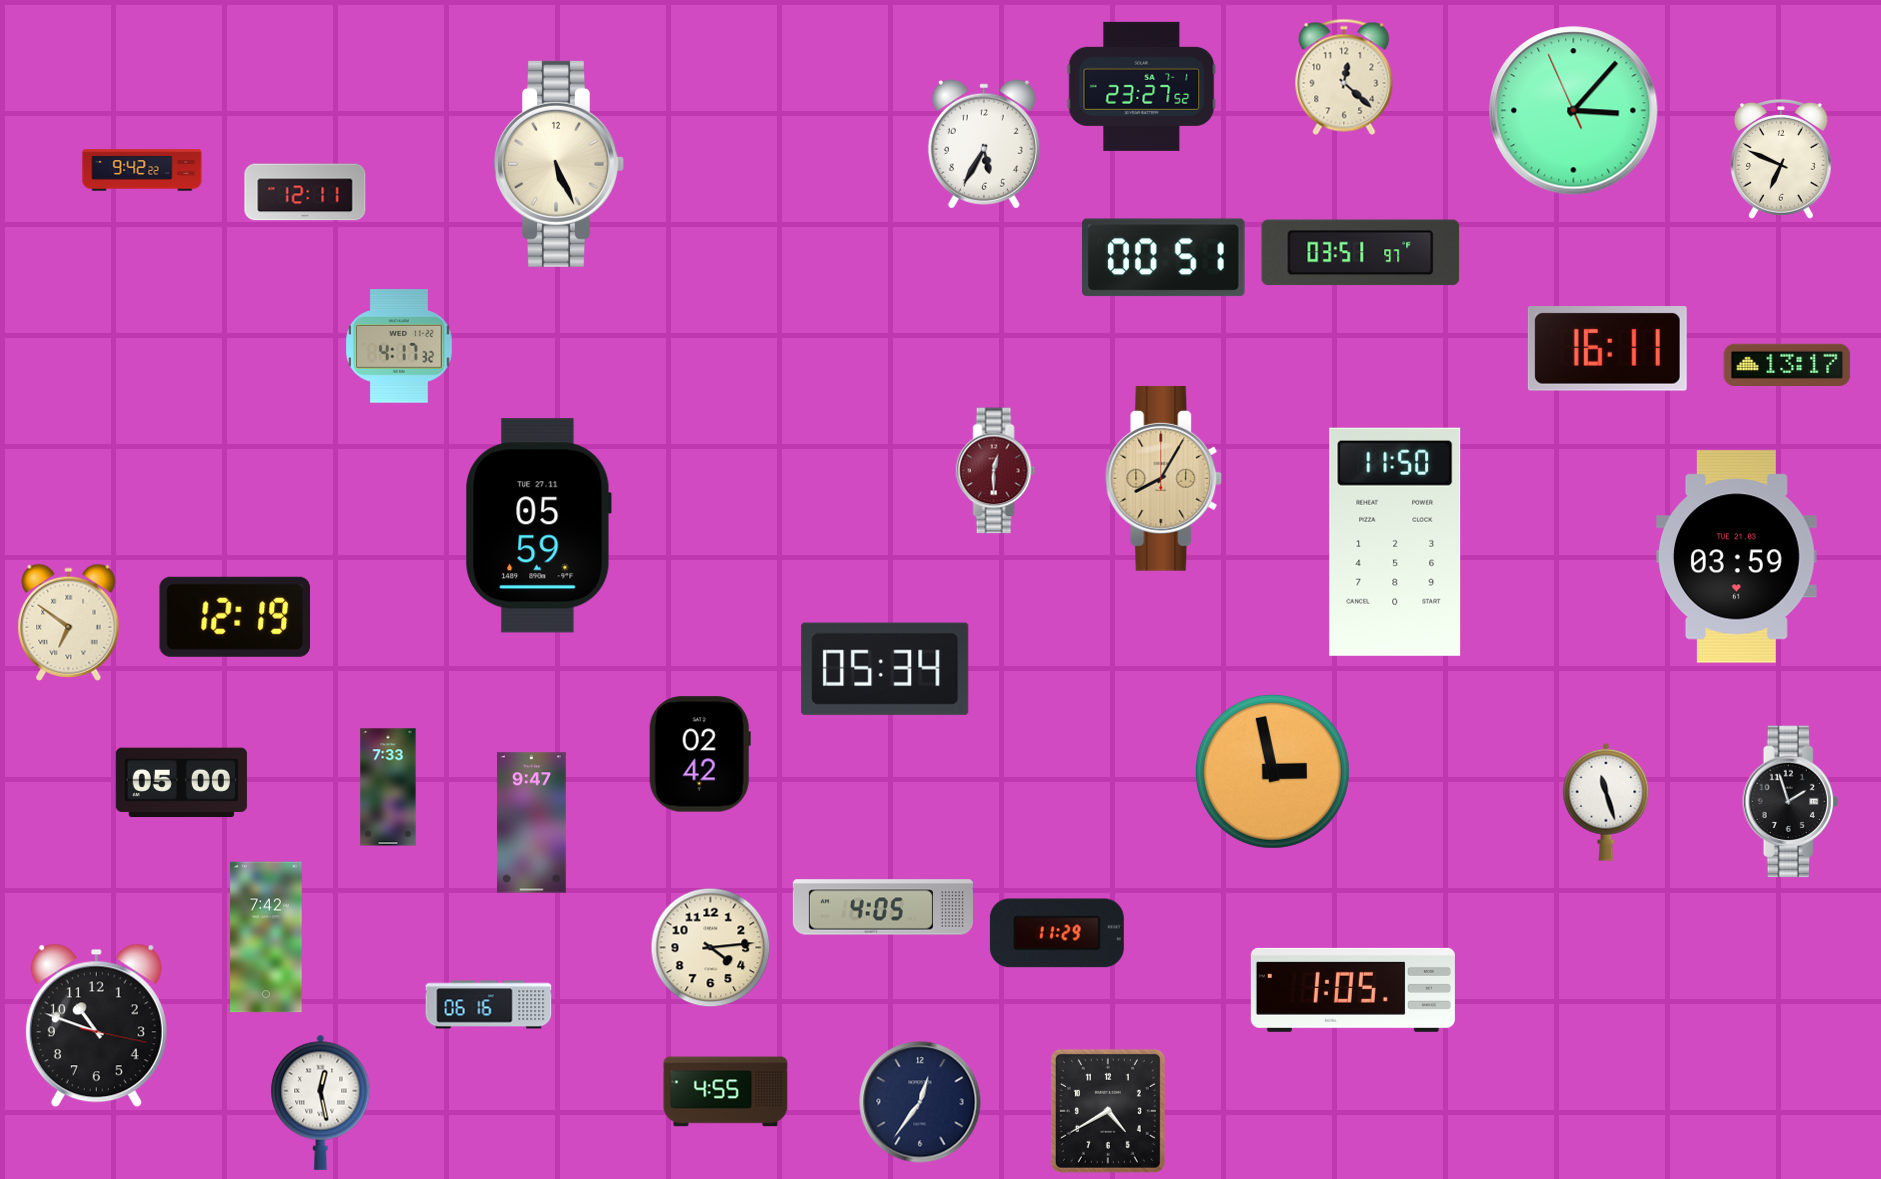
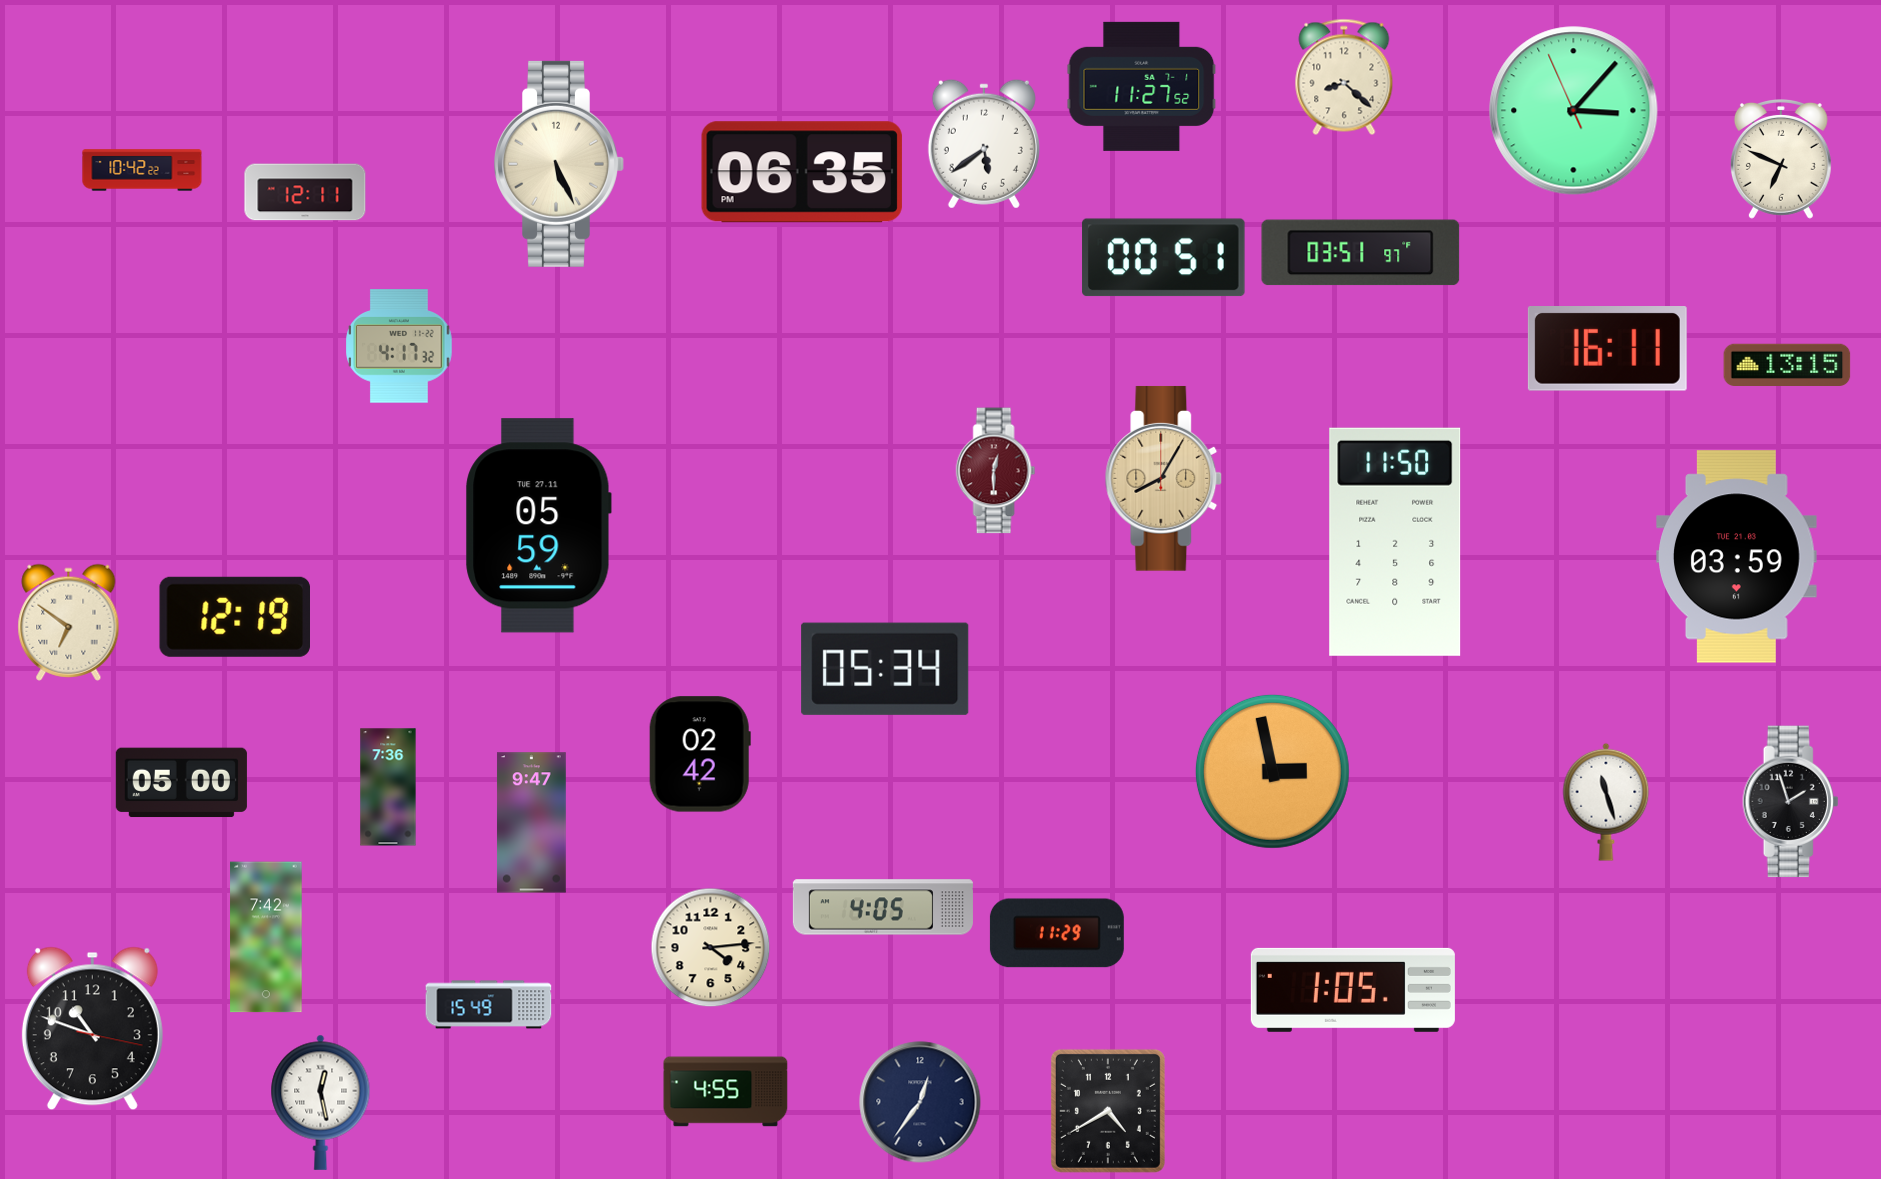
clock at (1344, 77): 12:22 -> 8:22
clock at (1142, 86): 23:27 -> 11:27
clock at (984, 144): 5:35 -> 5:39
clock at (142, 170): 9:42 -> 10:42
clock at (802, 172): none -> 06:35
clock at (1787, 364): 13:17 -> 13:15
clock at (388, 787): 7:33 -> 7:36
clock at (489, 1005): 06:16 -> 15:49
clock at (96, 1026) position: (96, 1026) -> (92, 1029)
